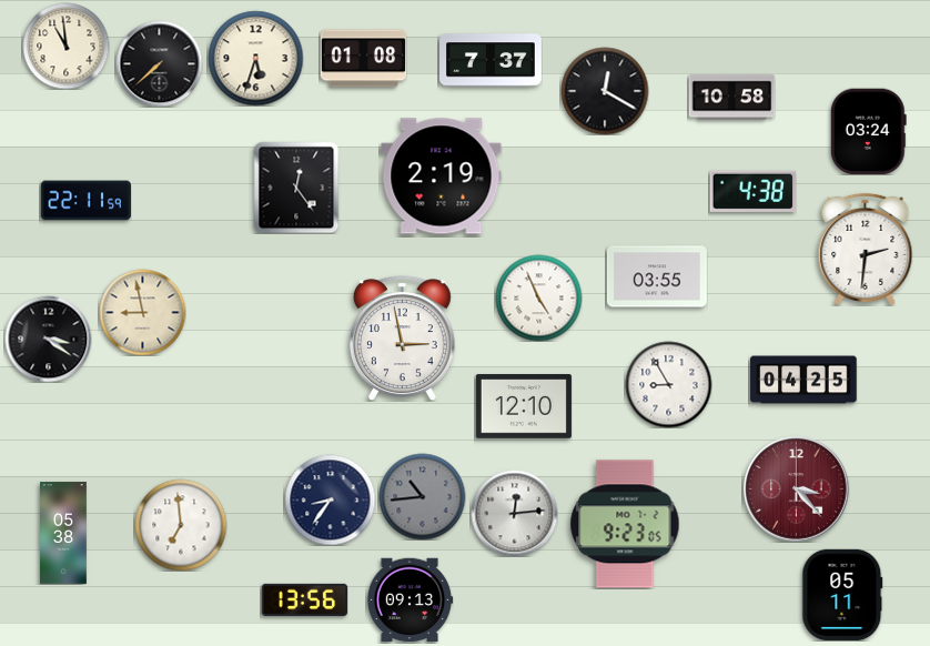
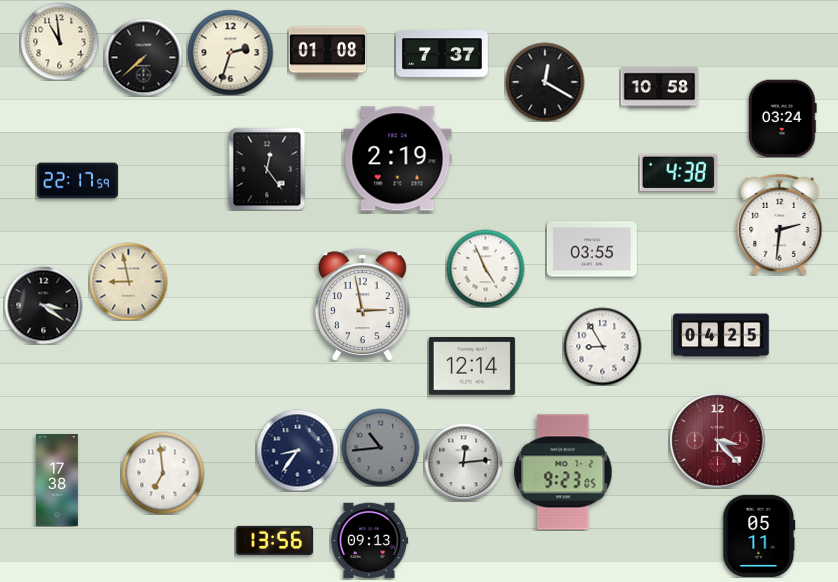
clock at (255, 58): 5:33 -> 2:33
clock at (85, 201): 22:11 -> 22:17
clock at (803, 380) position: (803, 380) -> (721, 335)
clock at (524, 406): 12:10 -> 12:14
clock at (64, 533): 05:38 -> 17:38
